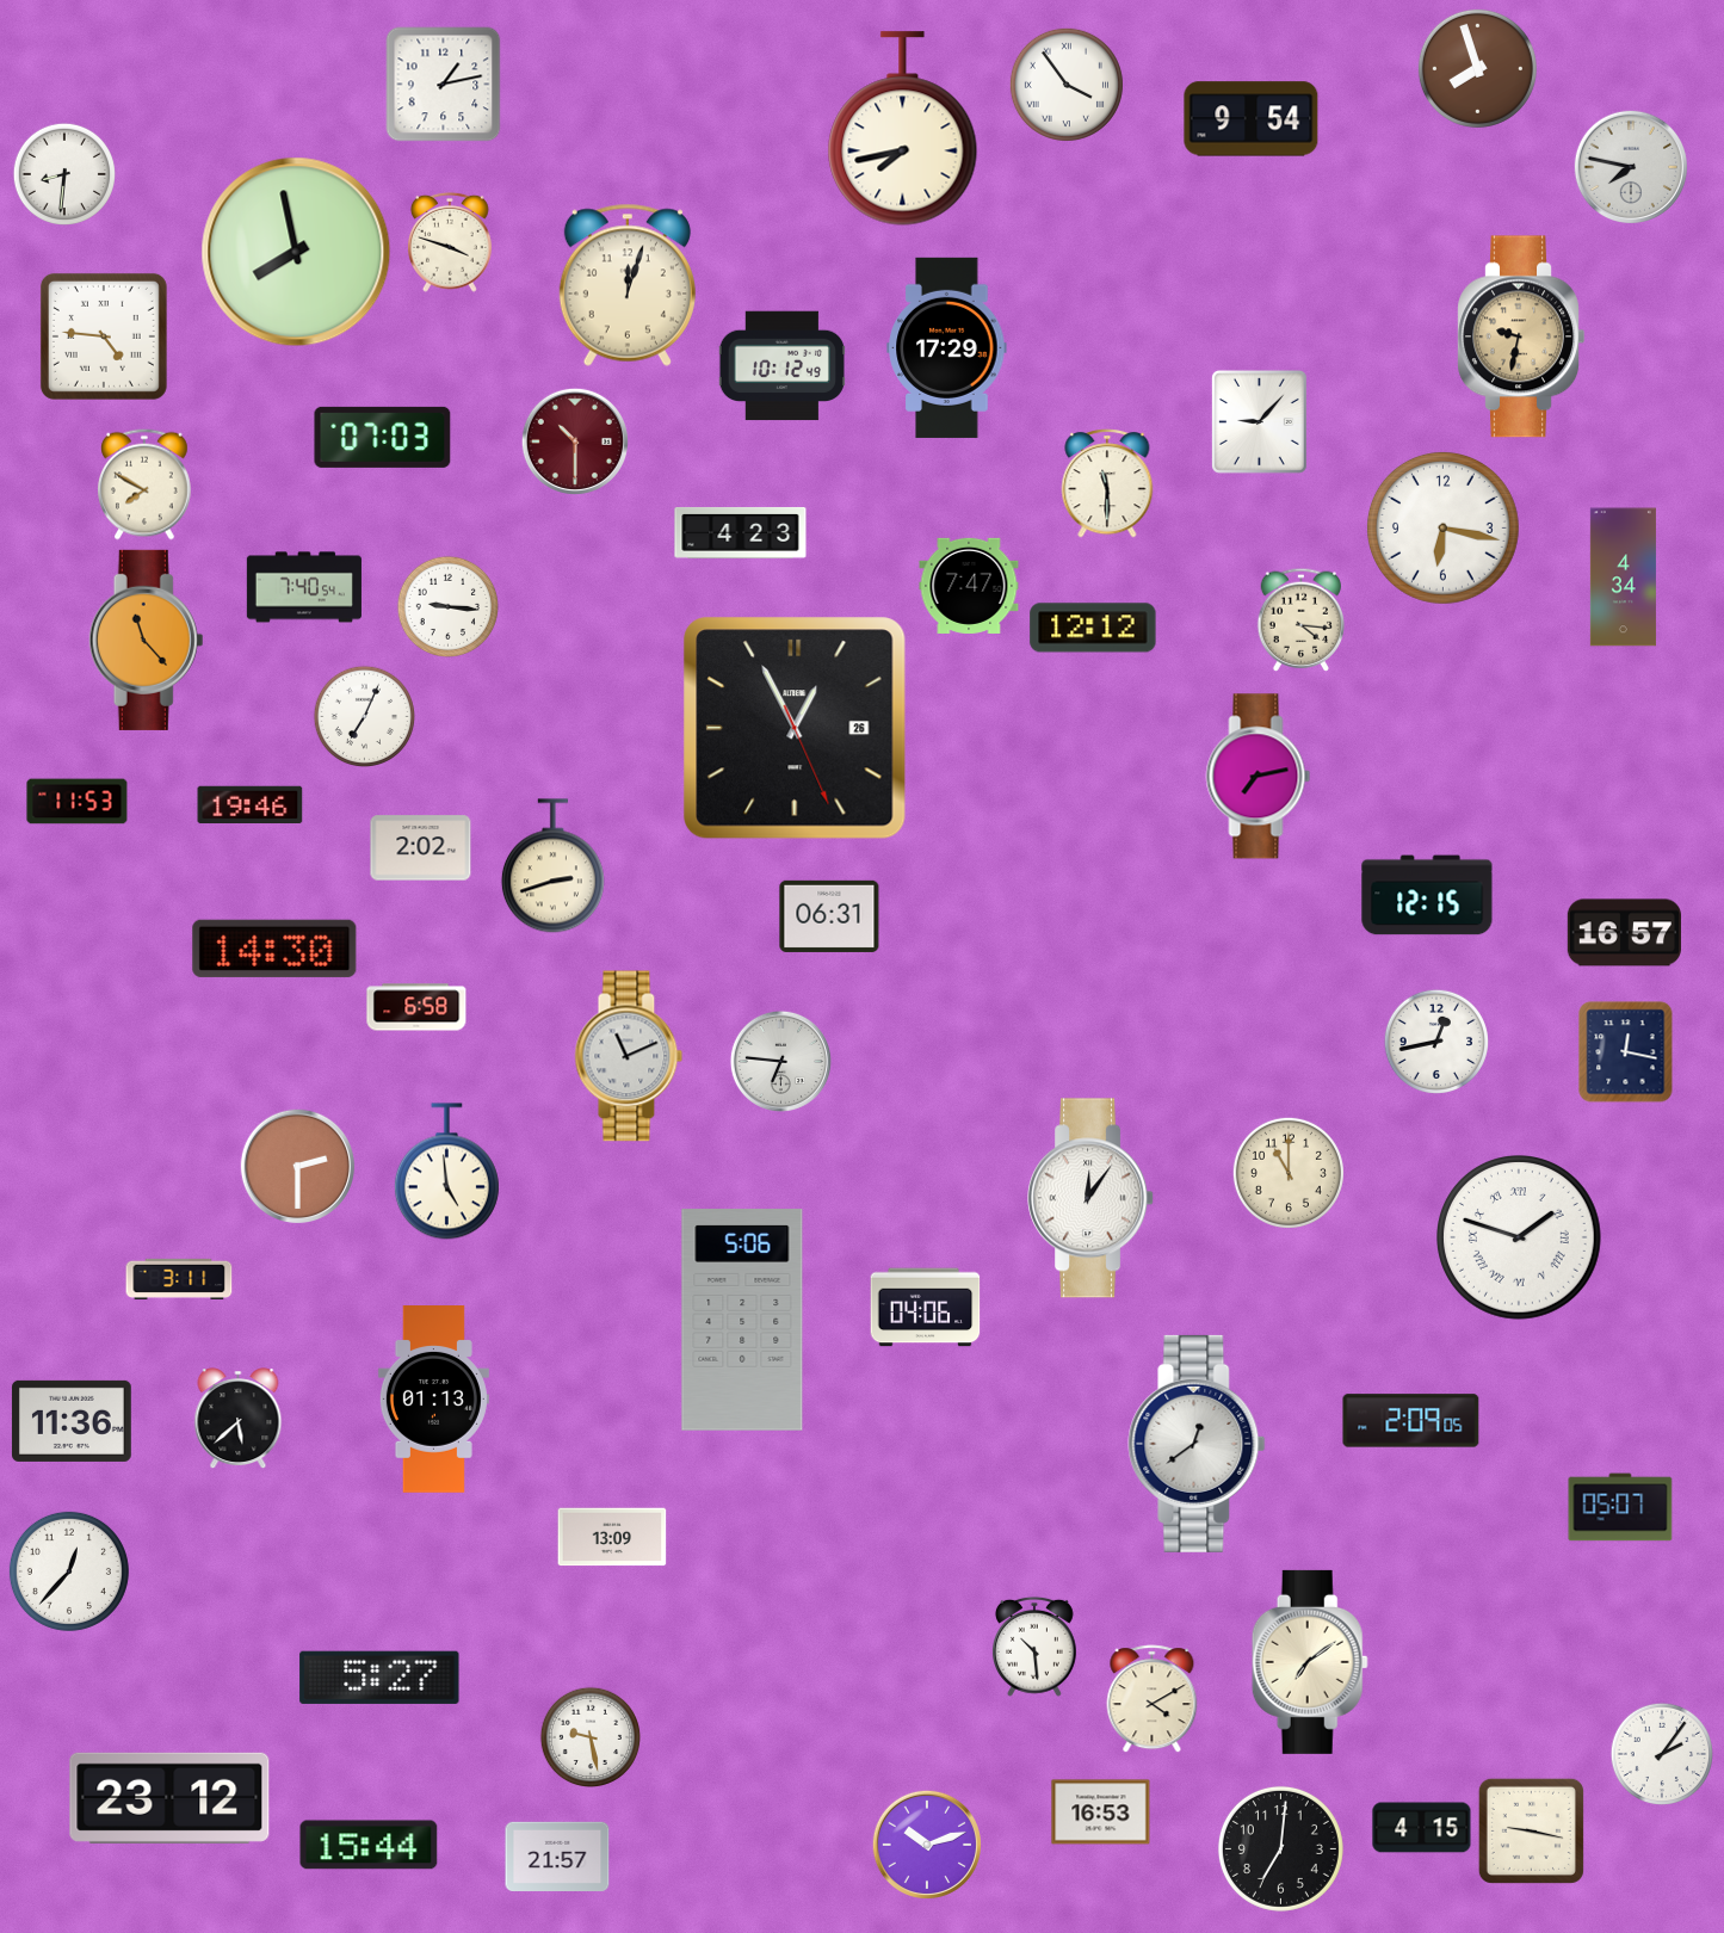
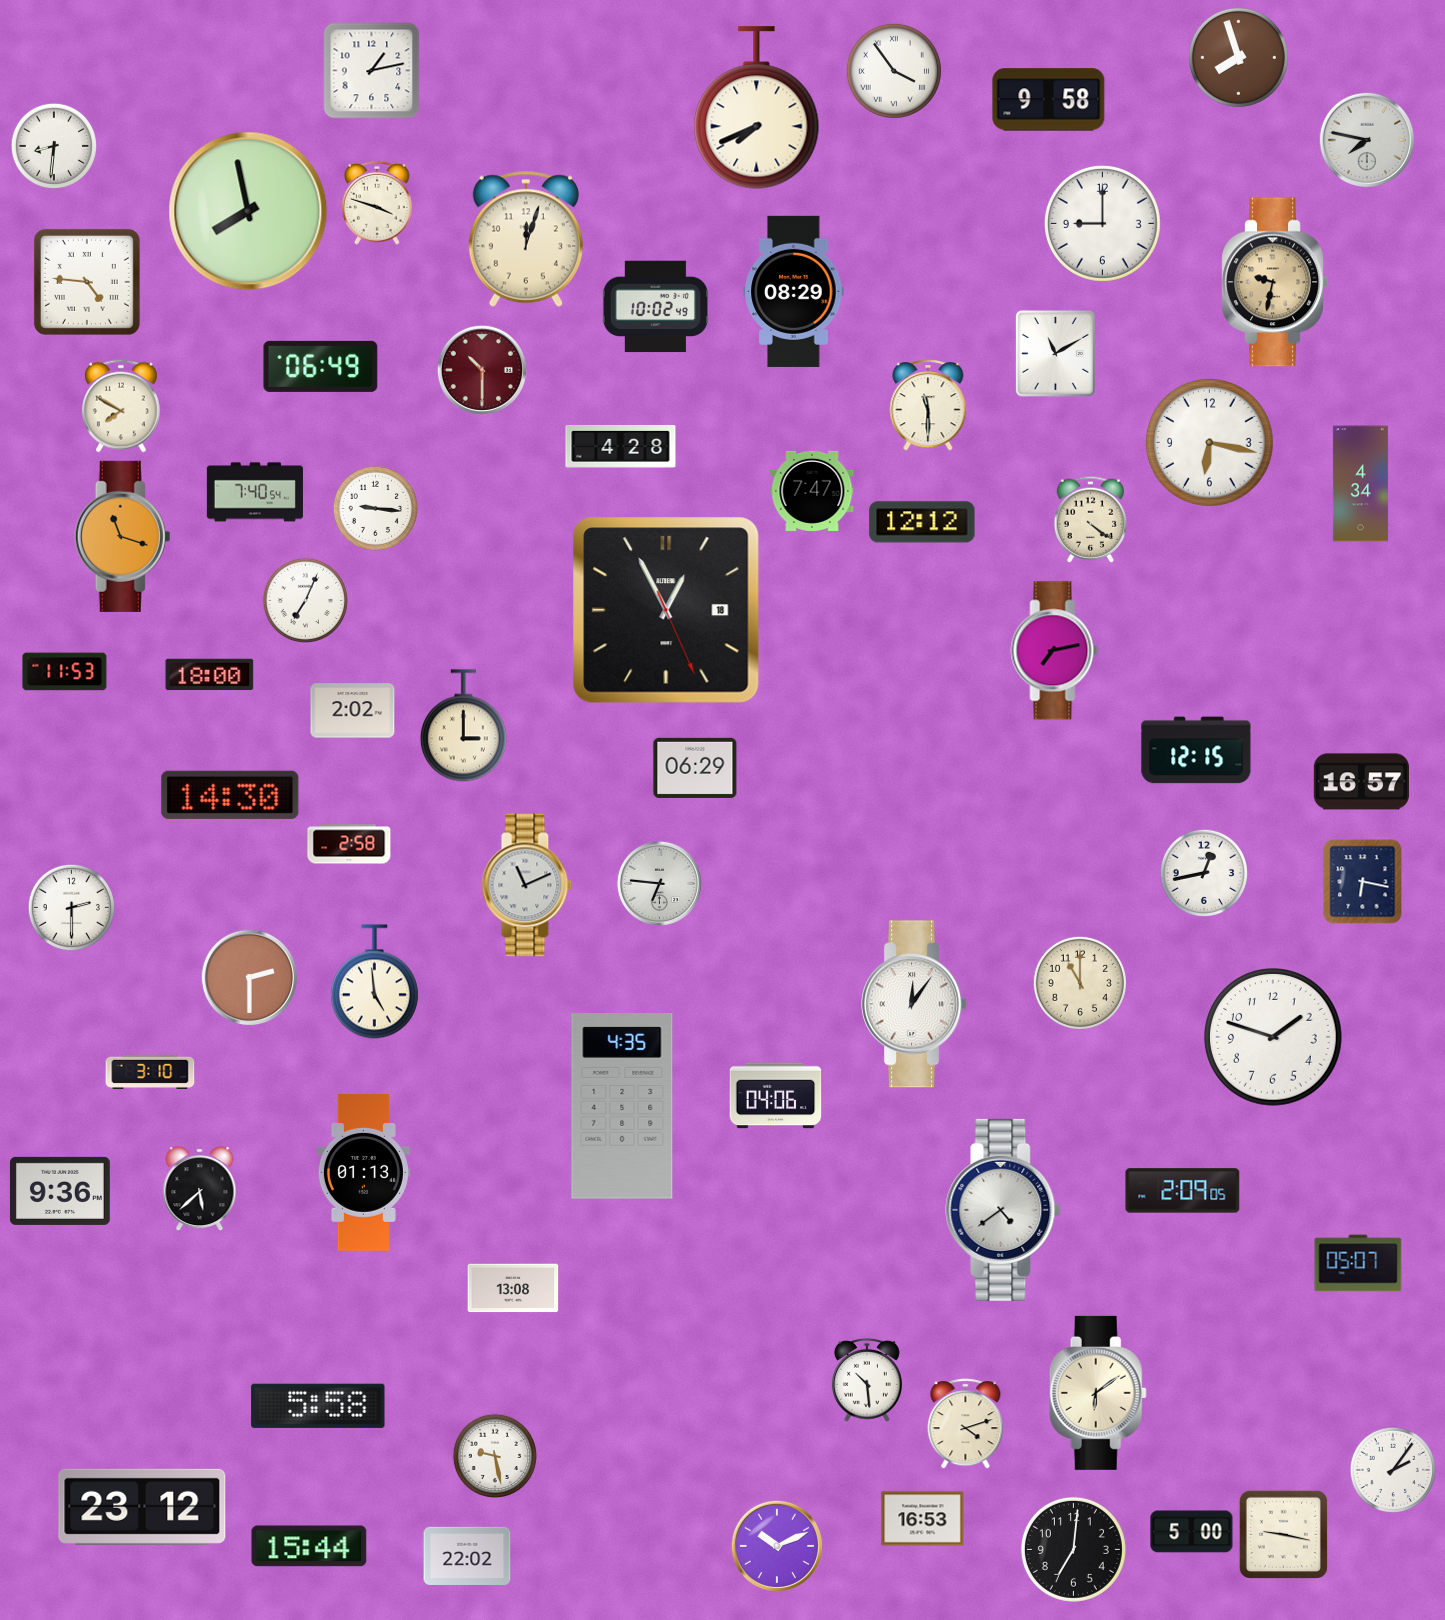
clock at (1252, 119): 9:54 -> 9:58
clock at (903, 129): 7:43 -> 7:41
clock at (1102, 223): none -> 9:00
clock at (947, 347): 17:29 -> 08:29
clock at (781, 366): 10:12 -> 10:02
clock at (1259, 422): 9:07 -> 11:10
clock at (383, 437): 07:03 -> 06:49
clock at (741, 532): 4:23 -> 4:28
clock at (1300, 619): 4:16 -> 4:21
clock at (1093, 628) position: (1093, 628) -> (922, 522)
clock at (147, 640): 11:23 -> 11:18
clock at (795, 728) date: 26 -> 18
clock at (251, 805): 19:46 -> 18:00
clock at (552, 866): 2:42 -> 3:00
clock at (829, 916): 06:31 -> 06:29
clock at (416, 1007): 6:58 -> 2:58
clock at (1626, 1052): 12:17 -> 6:17
clock at (780, 1061) position: (780, 1061) -> (659, 883)
clock at (71, 907): none -> 2:30
clock at (1520, 1239) numerals: Roman -> Arabic
clock at (179, 1279): 3:11 -> 3:10
clock at (742, 1320): 5:06 -> 4:35
clock at (72, 1421): 11:36 -> 9:36
clock at (1197, 1444): 12:39 -> 4:39
clock at (612, 1537): 13:09 -> 13:08
clock at (69, 1571): 12:37 -> none
clock at (1310, 1662): 7:09 -> 6:09
clock at (379, 1678): 5:27 -> 5:58
clock at (1153, 1699): 4:10 -> 4:12
clock at (1422, 1828): 4:15 -> 5:00
clock at (927, 1845): 10:12 -> 10:11
clock at (557, 1857): 21:57 -> 22:02
